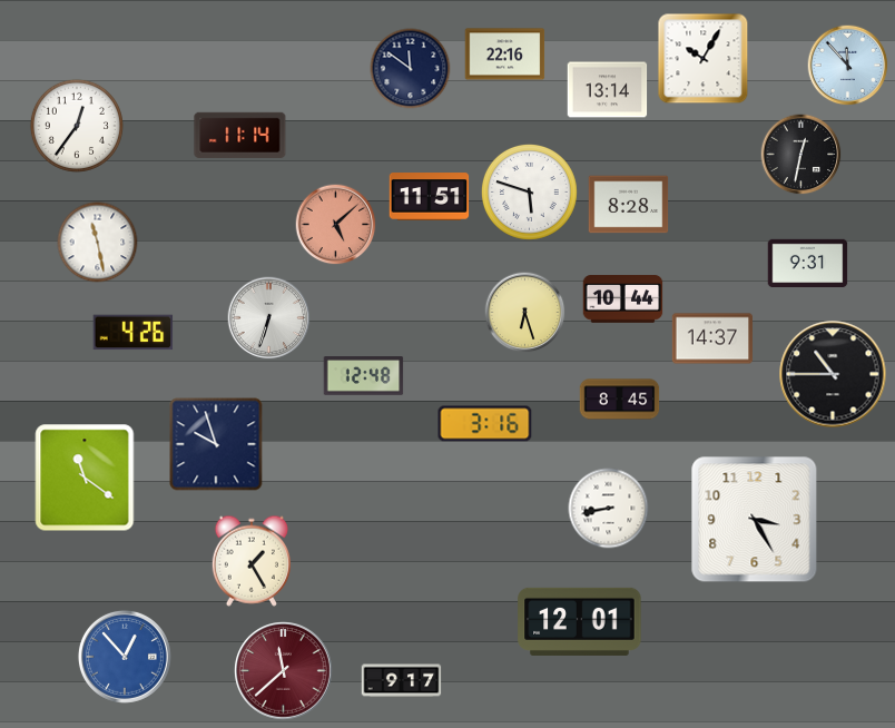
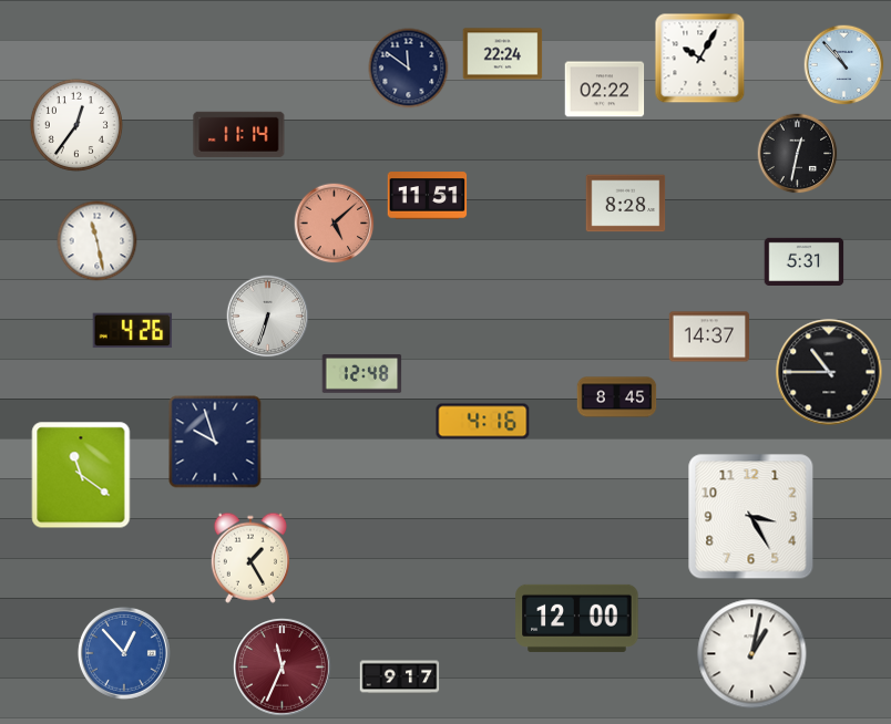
clock at (505, 55): 22:16 -> 22:24
clock at (848, 66): 11:53 -> 10:53
clock at (608, 90): 13:14 -> 02:22
clock at (529, 191): 5:48 -> none
clock at (808, 263): 9:31 -> 5:31
clock at (623, 299): 10:44 -> none
clock at (525, 313): 6:27 -> none
clock at (485, 424): 3:16 -> 4:16
clock at (85, 478) position: (85, 478) -> (81, 475)
clock at (609, 509): 8:43 -> none
clock at (580, 621): 12:01 -> 12:00
clock at (752, 654): none -> 1:02
clock at (284, 671): 11:38 -> 11:34
